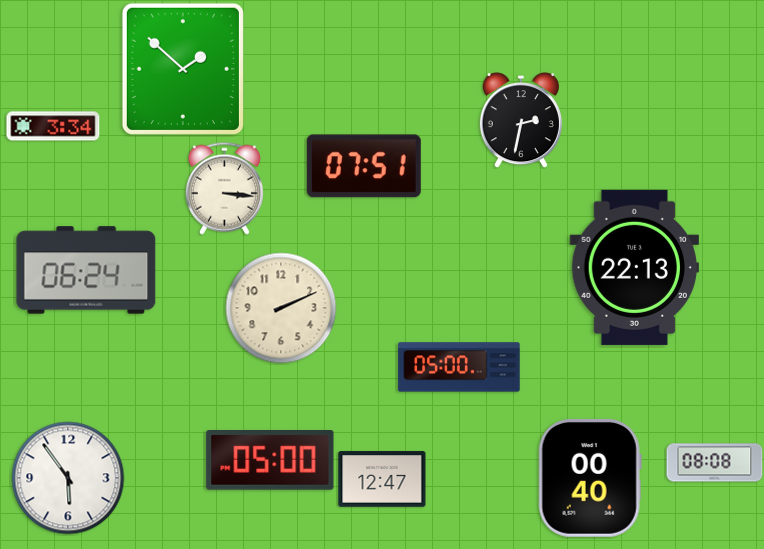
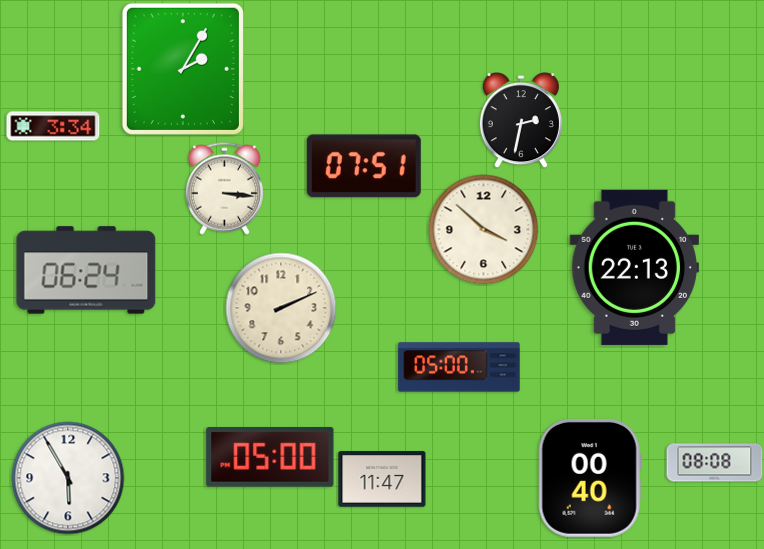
clock at (183, 69): 1:52 -> 2:05
clock at (484, 230): none -> 3:52
clock at (270, 461) position: (270, 461) -> (270, 458)
clock at (68, 478): 5:54 -> 5:55
clock at (382, 479): 12:47 -> 11:47
